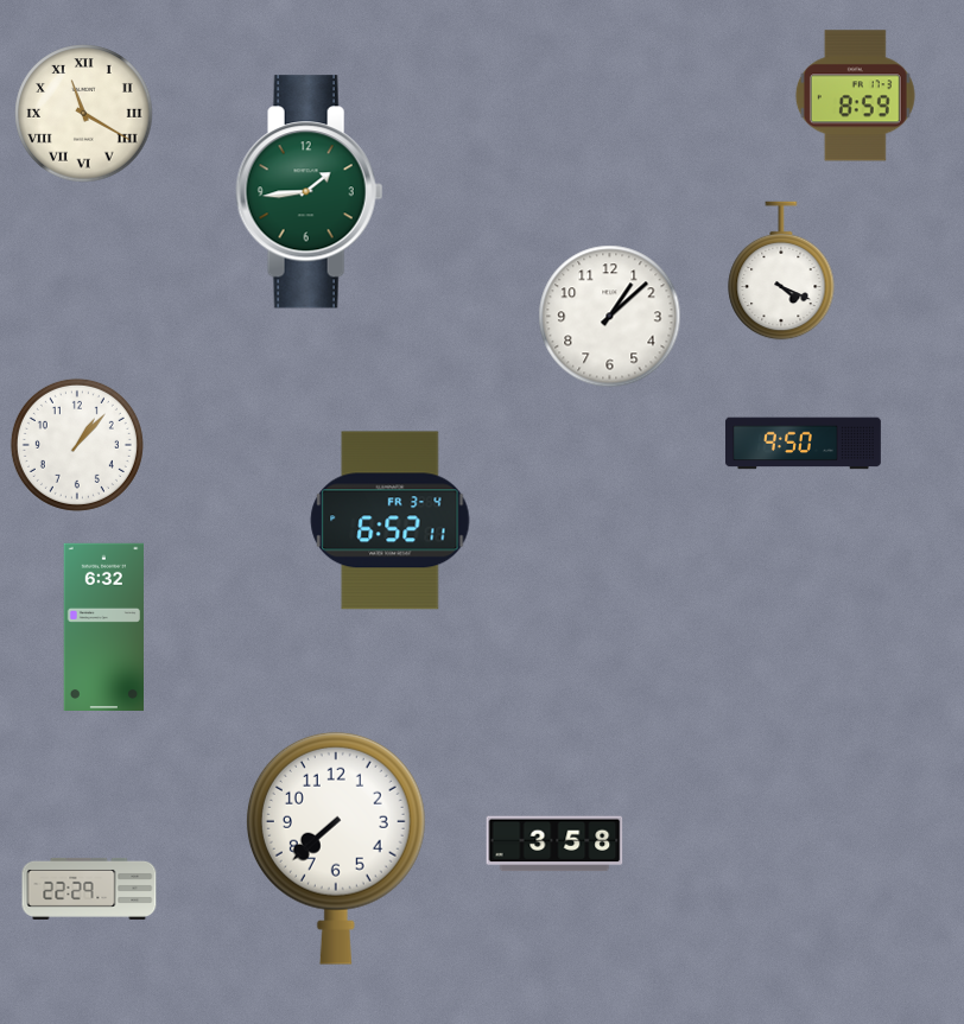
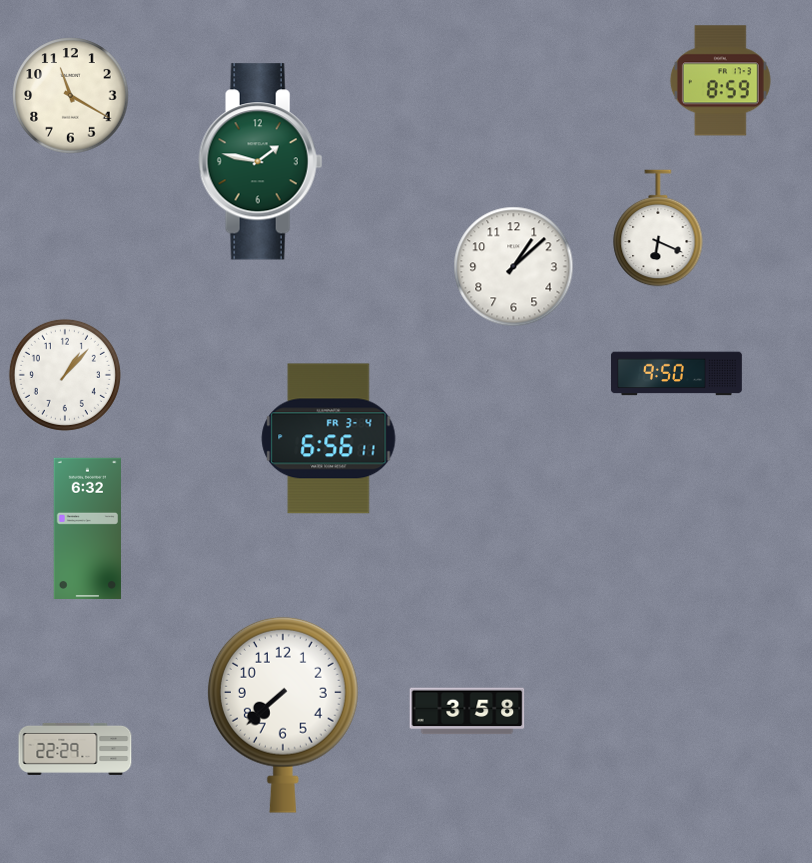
clock at (84, 114) numerals: Roman -> Arabic
clock at (310, 192): 1:44 -> 1:47
clock at (781, 271): 4:19 -> 6:19
clock at (391, 521): 6:52 -> 6:56
